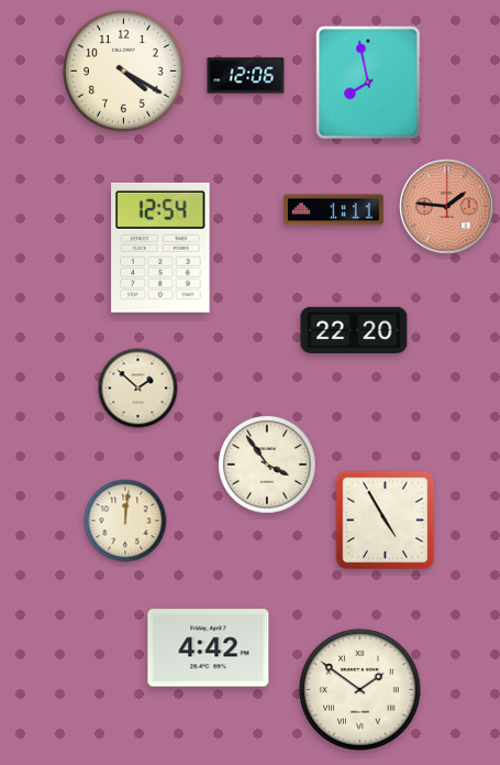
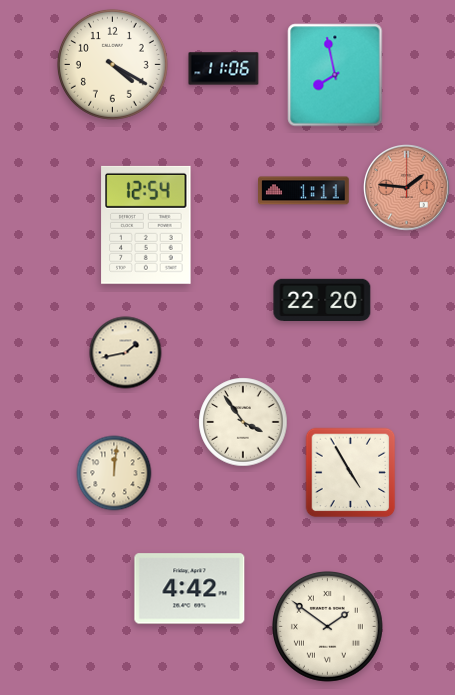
clock at (246, 76): 12:06 -> 11:06
clock at (138, 389): 1:52 -> 1:43
